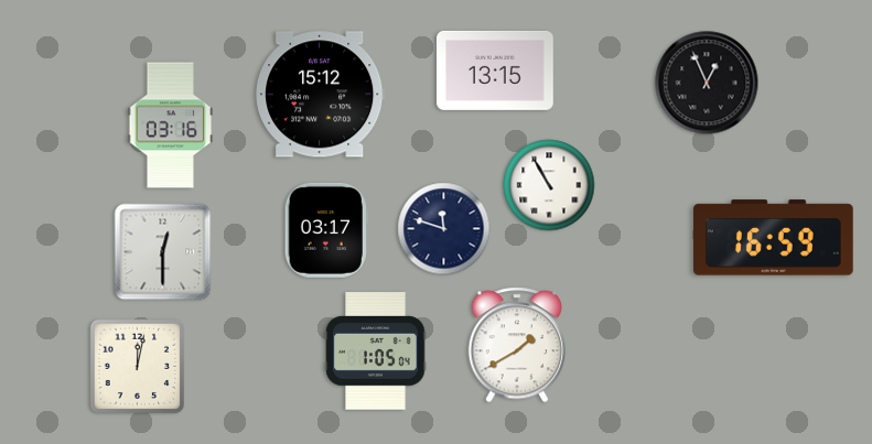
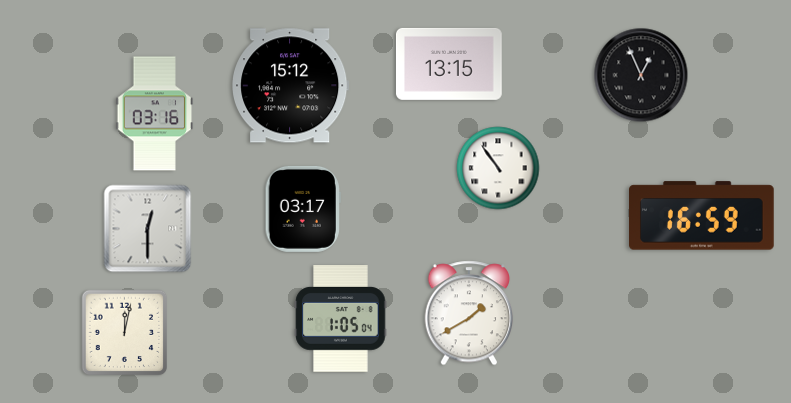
clock at (549, 185): 10:55 -> 10:54
clock at (444, 229): 11:48 -> none
clock at (326, 230) position: (326, 230) -> (303, 209)
